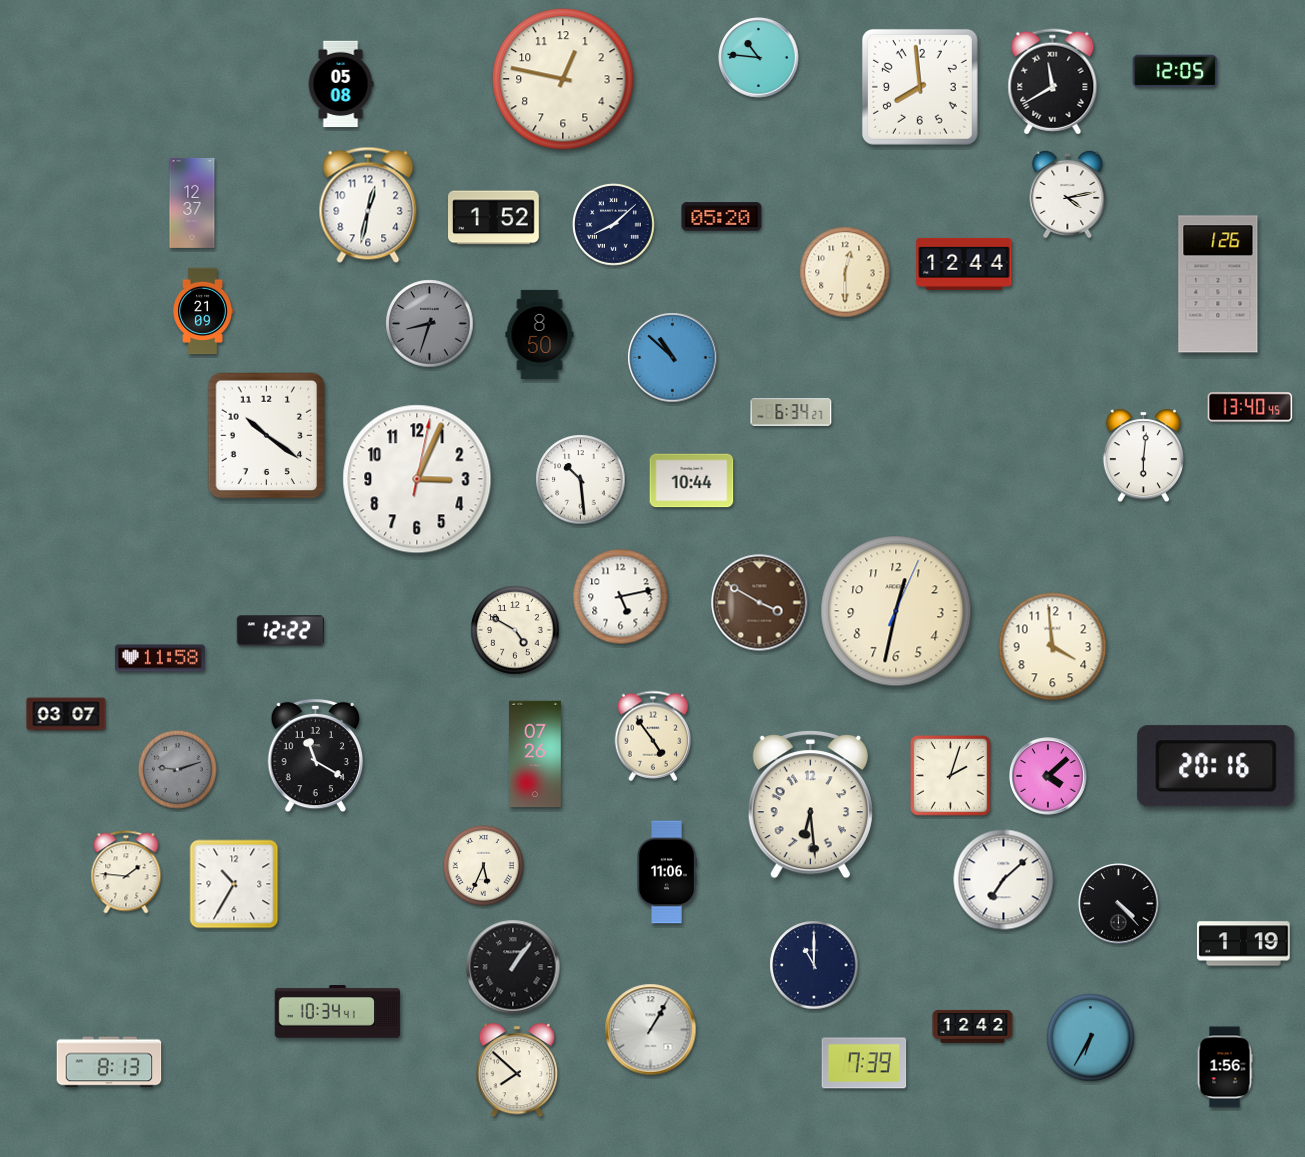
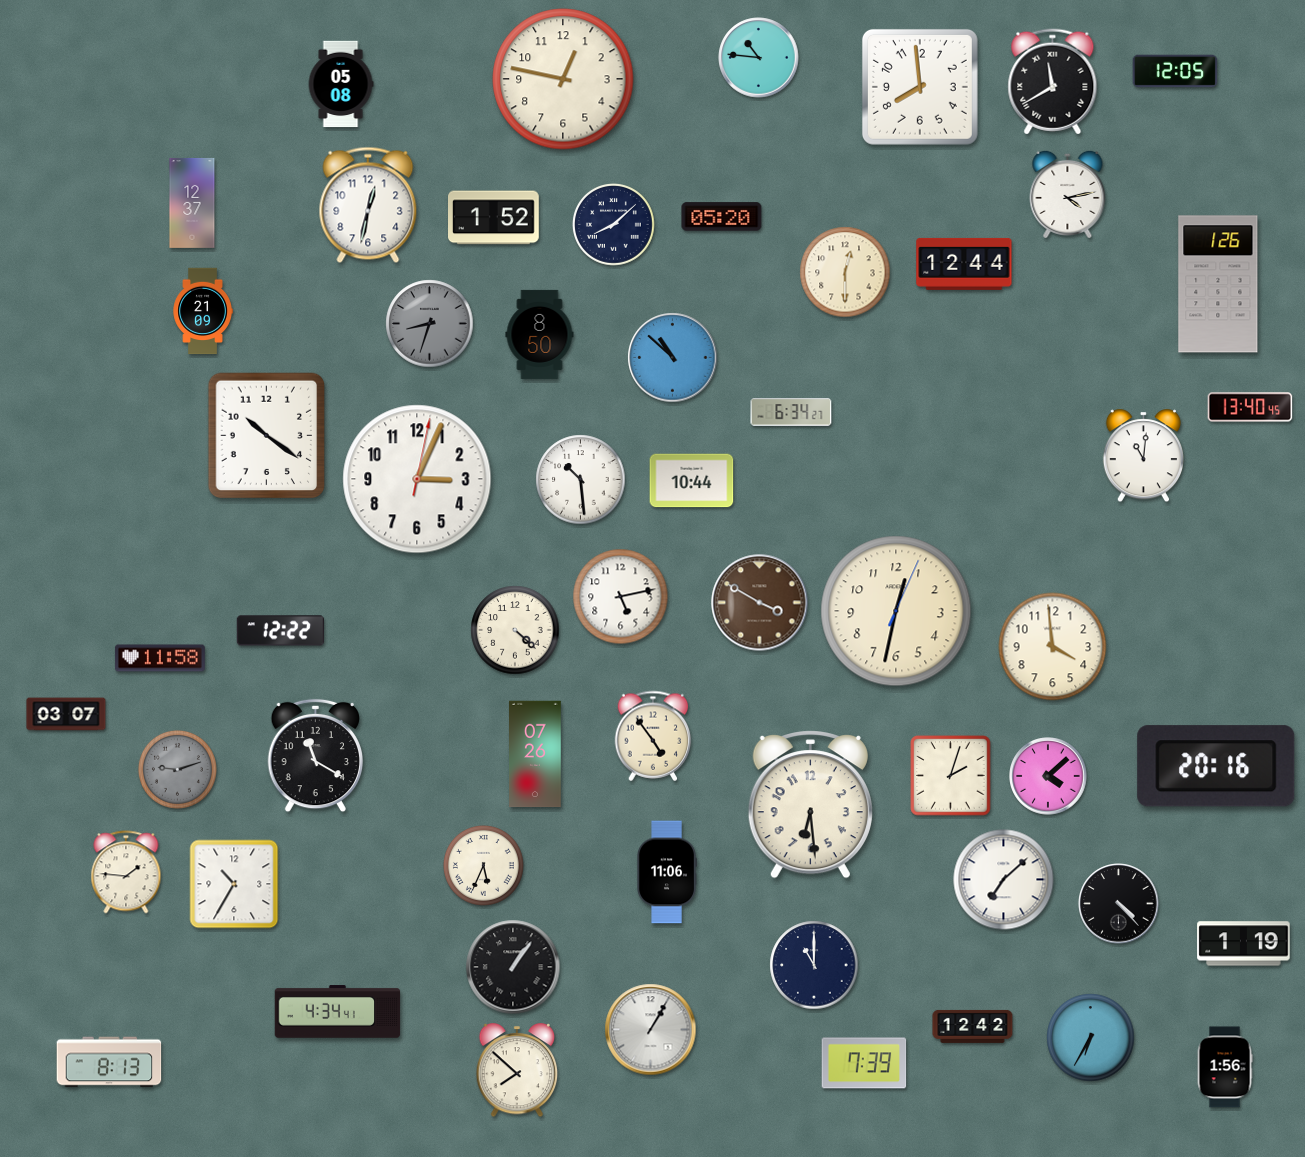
clock at (1143, 456): 6:01 -> 11:01
clock at (515, 630): 4:50 -> 4:22
clock at (338, 1012): 10:34 -> 4:34
